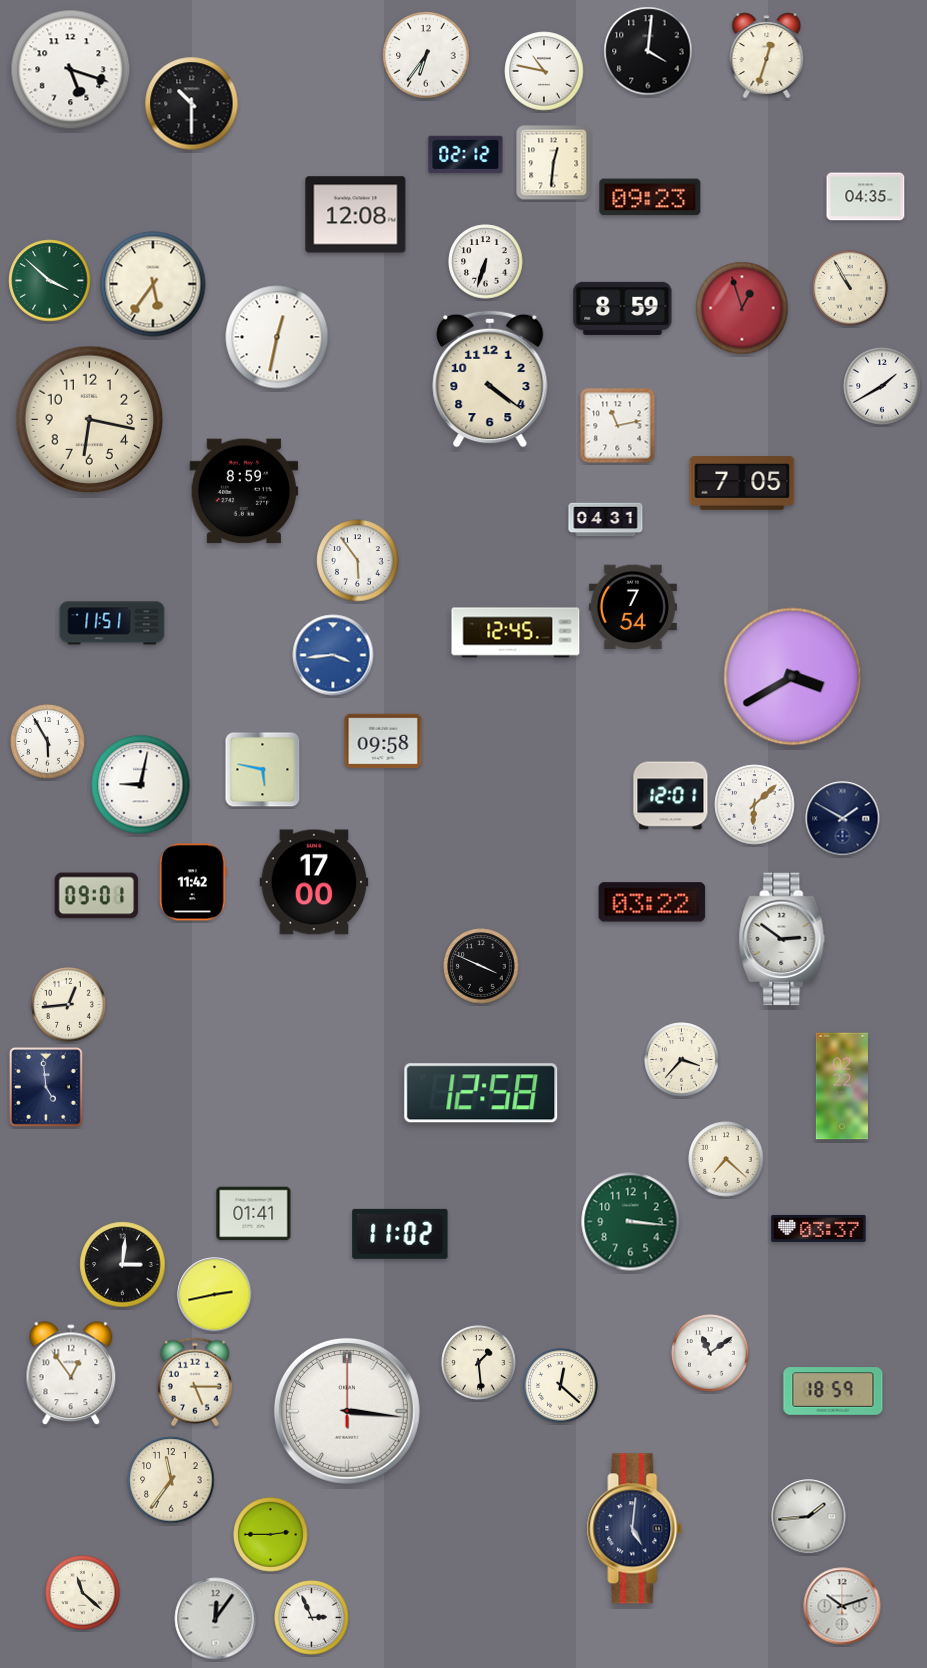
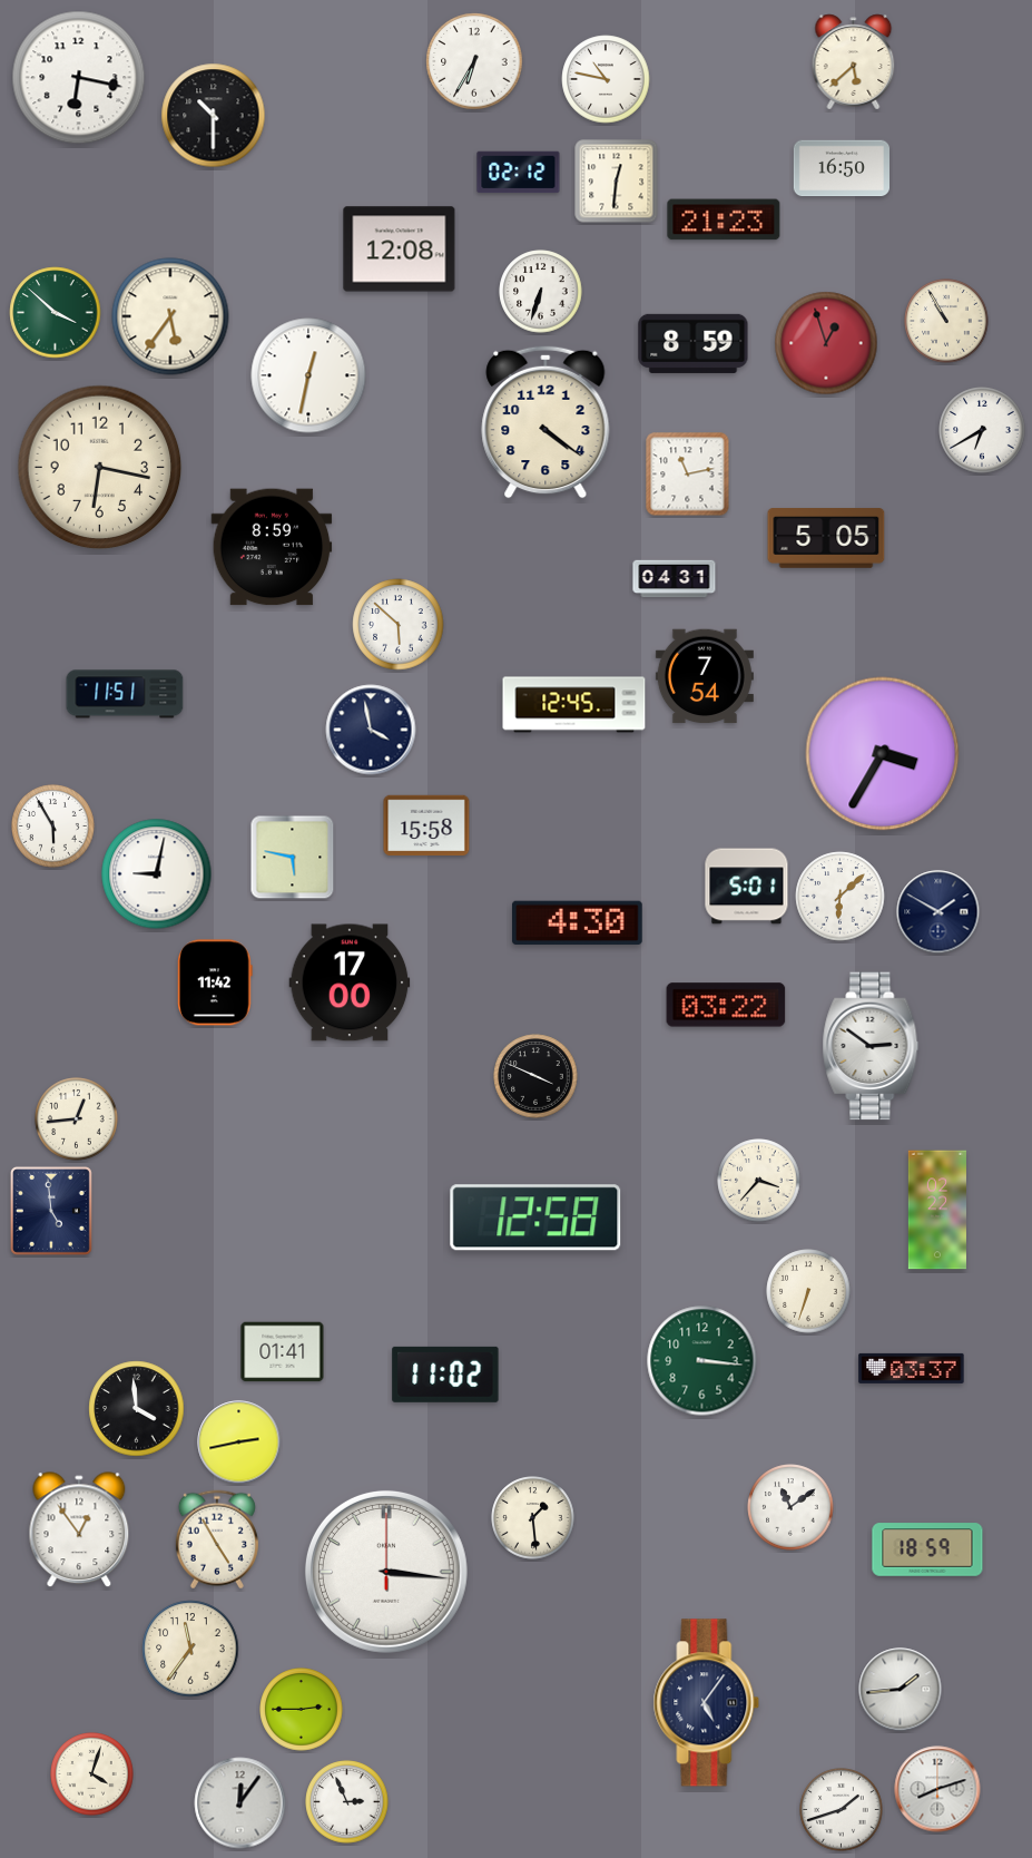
clock at (648, 51): 4:01 -> none
clock at (426, 55): 6:36 -> 6:35
clock at (767, 56): 12:33 -> 5:38
clock at (71, 70): 5:18 -> 6:17
clock at (841, 168): none -> 16:50
clock at (650, 197): 09:23 -> 21:23
clock at (866, 197): 04:35 -> none
clock at (356, 215) position: (356, 215) -> (400, 250)
clock at (882, 386): 1:40 -> 6:40
clock at (742, 483): 7:05 -> 5:05
clock at (358, 561): 5:54 -> 5:52
clock at (333, 655): 3:44 -> 3:58
clock at (333, 655) dial: blue -> navy
clock at (793, 677): 3:40 -> 3:35
clock at (383, 741): 09:58 -> 15:58
clock at (671, 796): 12:01 -> 5:01
clock at (577, 923): none -> 4:30
clock at (97, 896): 09:01 -> none
clock at (726, 1159): 7:22 -> 6:33
clock at (123, 1265): 3:01 -> 3:59
clock at (195, 1382): 5:15 -> 4:55
clock at (561, 1386): 12:22 -> none
clock at (635, 1529): 5:01 -> 5:06
clock at (83, 1593): 11:22 -> 4:03
clock at (842, 1606): 10:12 -> 8:12
clock at (842, 1810): none -> 1:42
